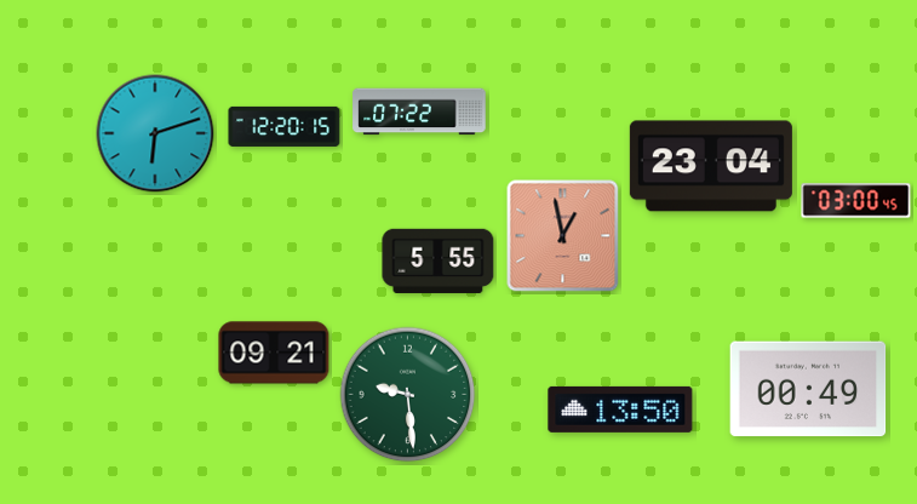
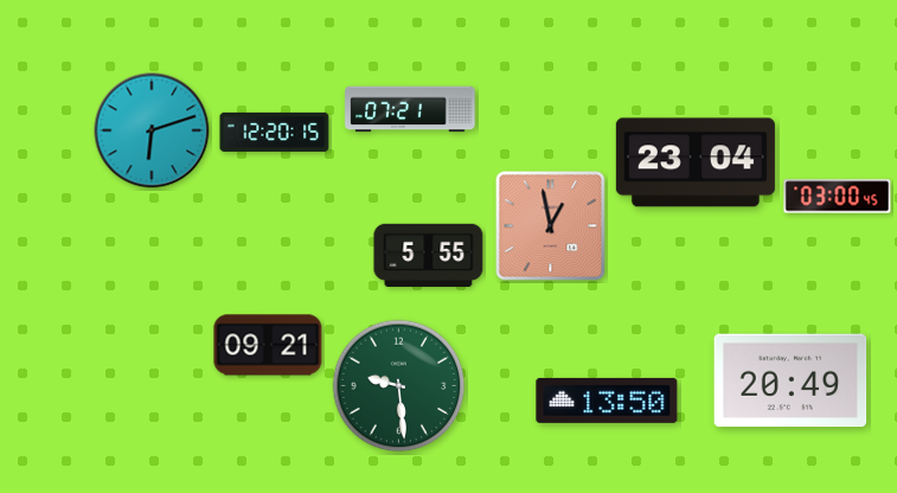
clock at (419, 111): 07:22 -> 07:21
clock at (285, 126) position: (285, 126) -> (275, 132)
clock at (563, 236) position: (563, 236) -> (551, 226)
clock at (808, 389): 00:49 -> 20:49
